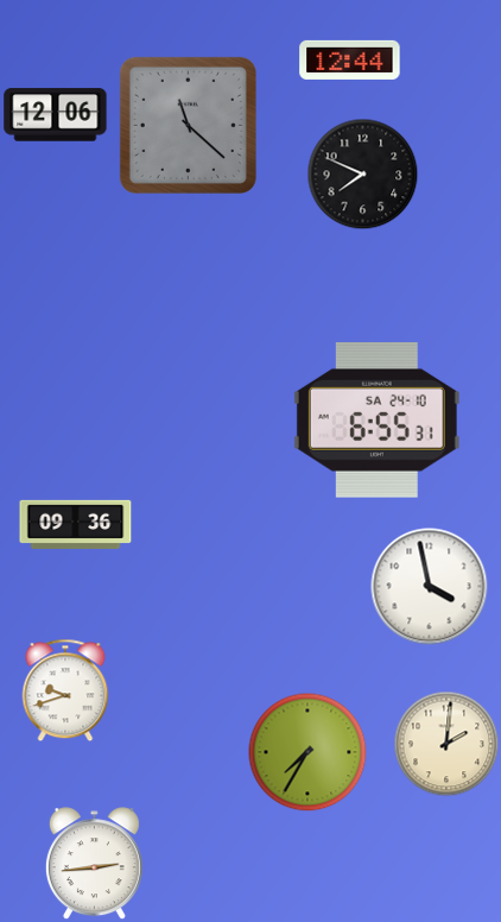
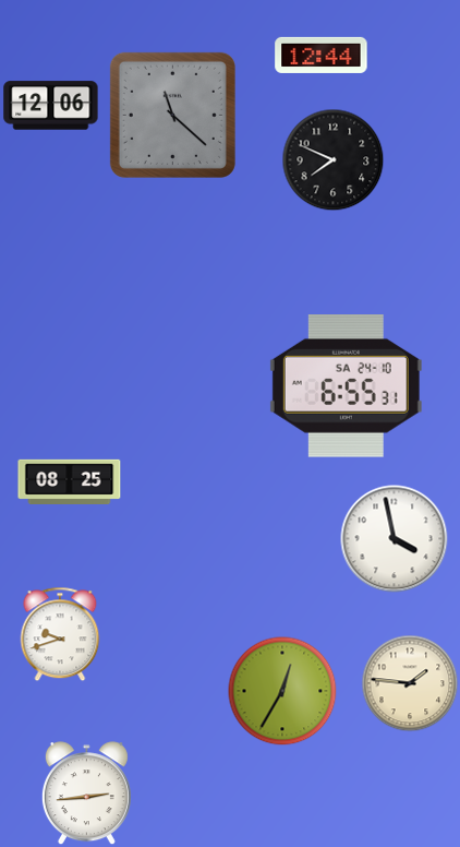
clock at (76, 524): 09:36 -> 08:25
clock at (446, 744): 2:01 -> 1:46
clock at (307, 752): 7:35 -> 12:35
